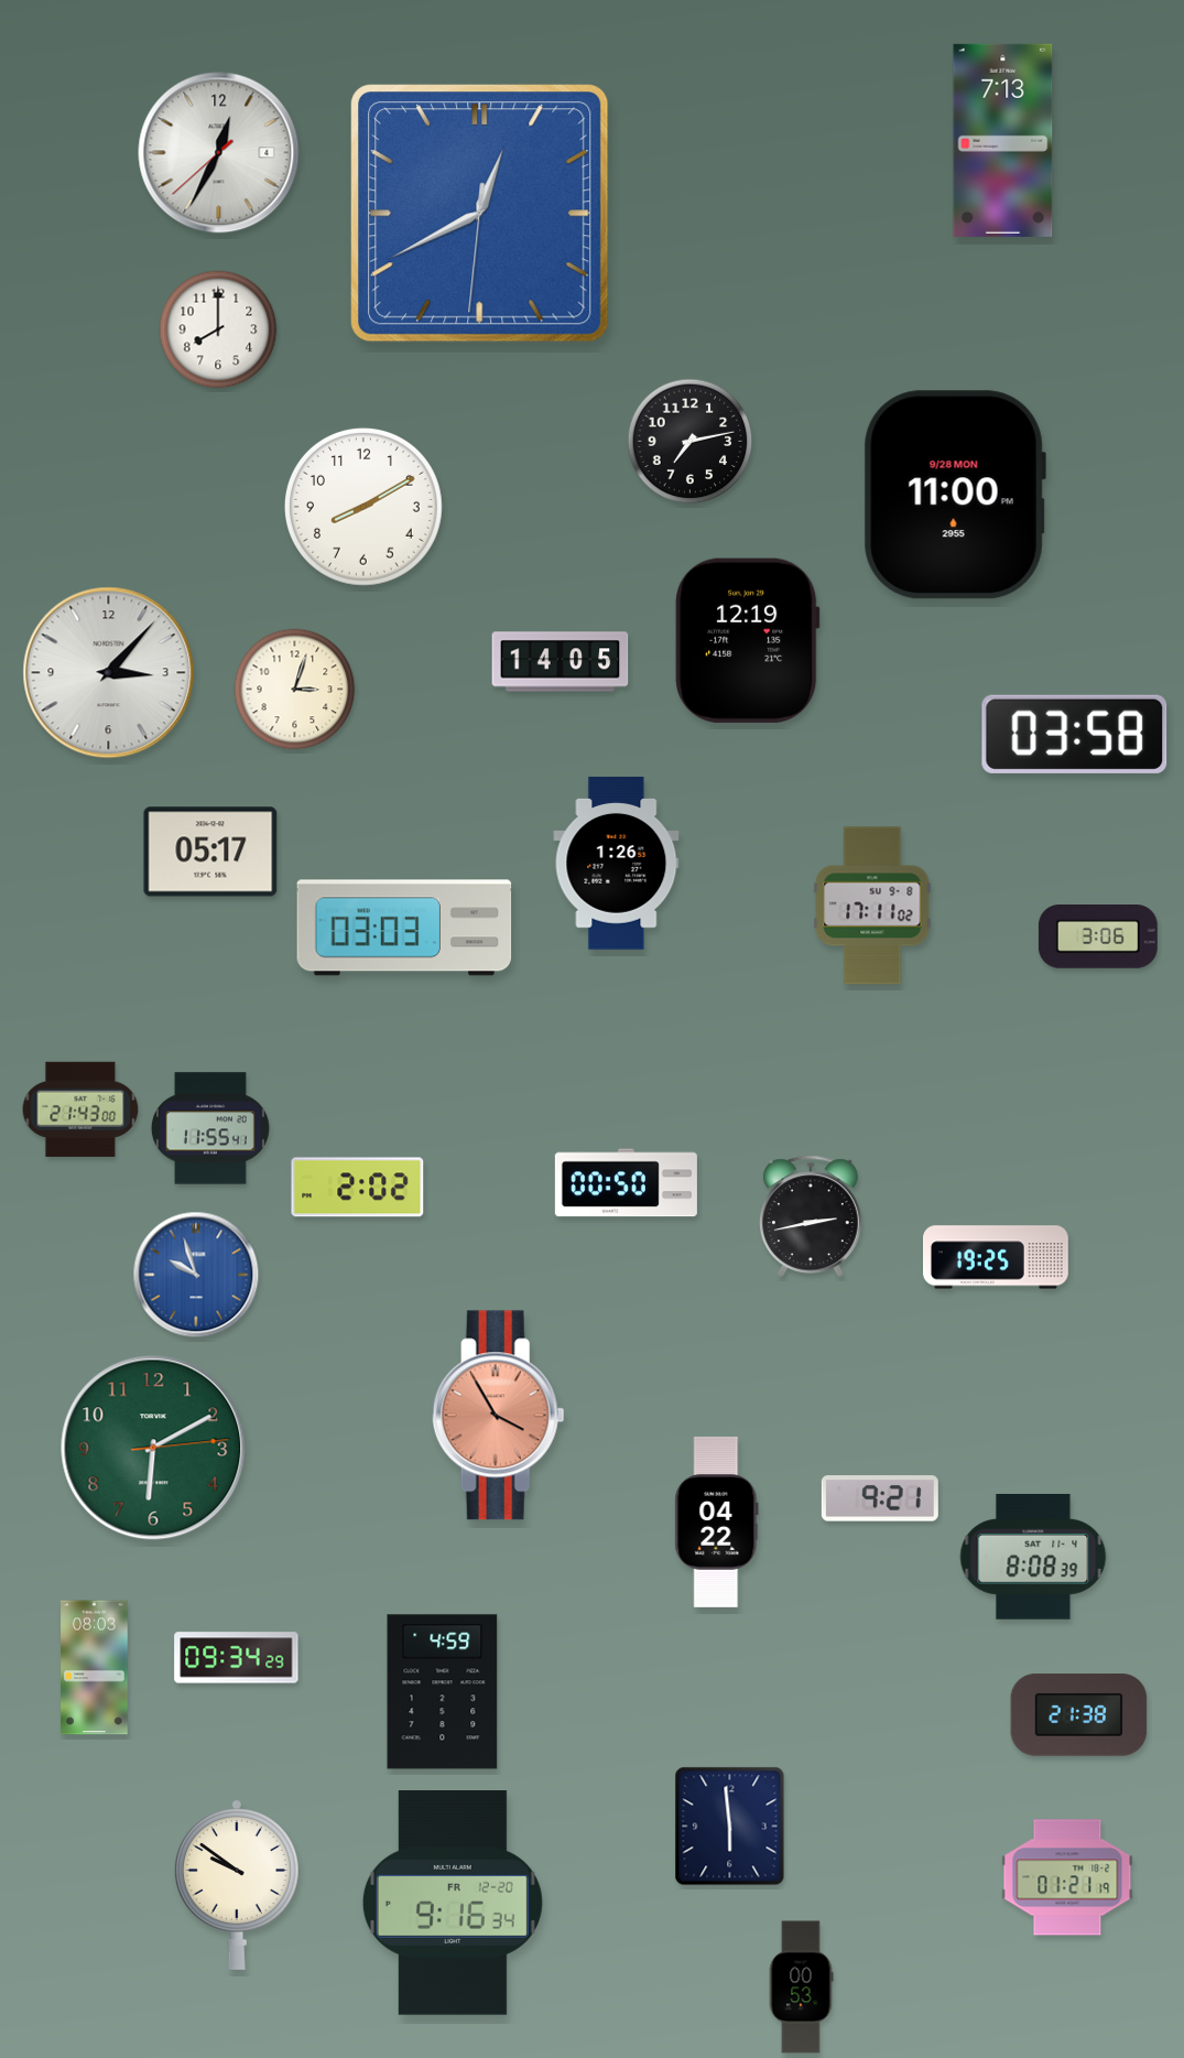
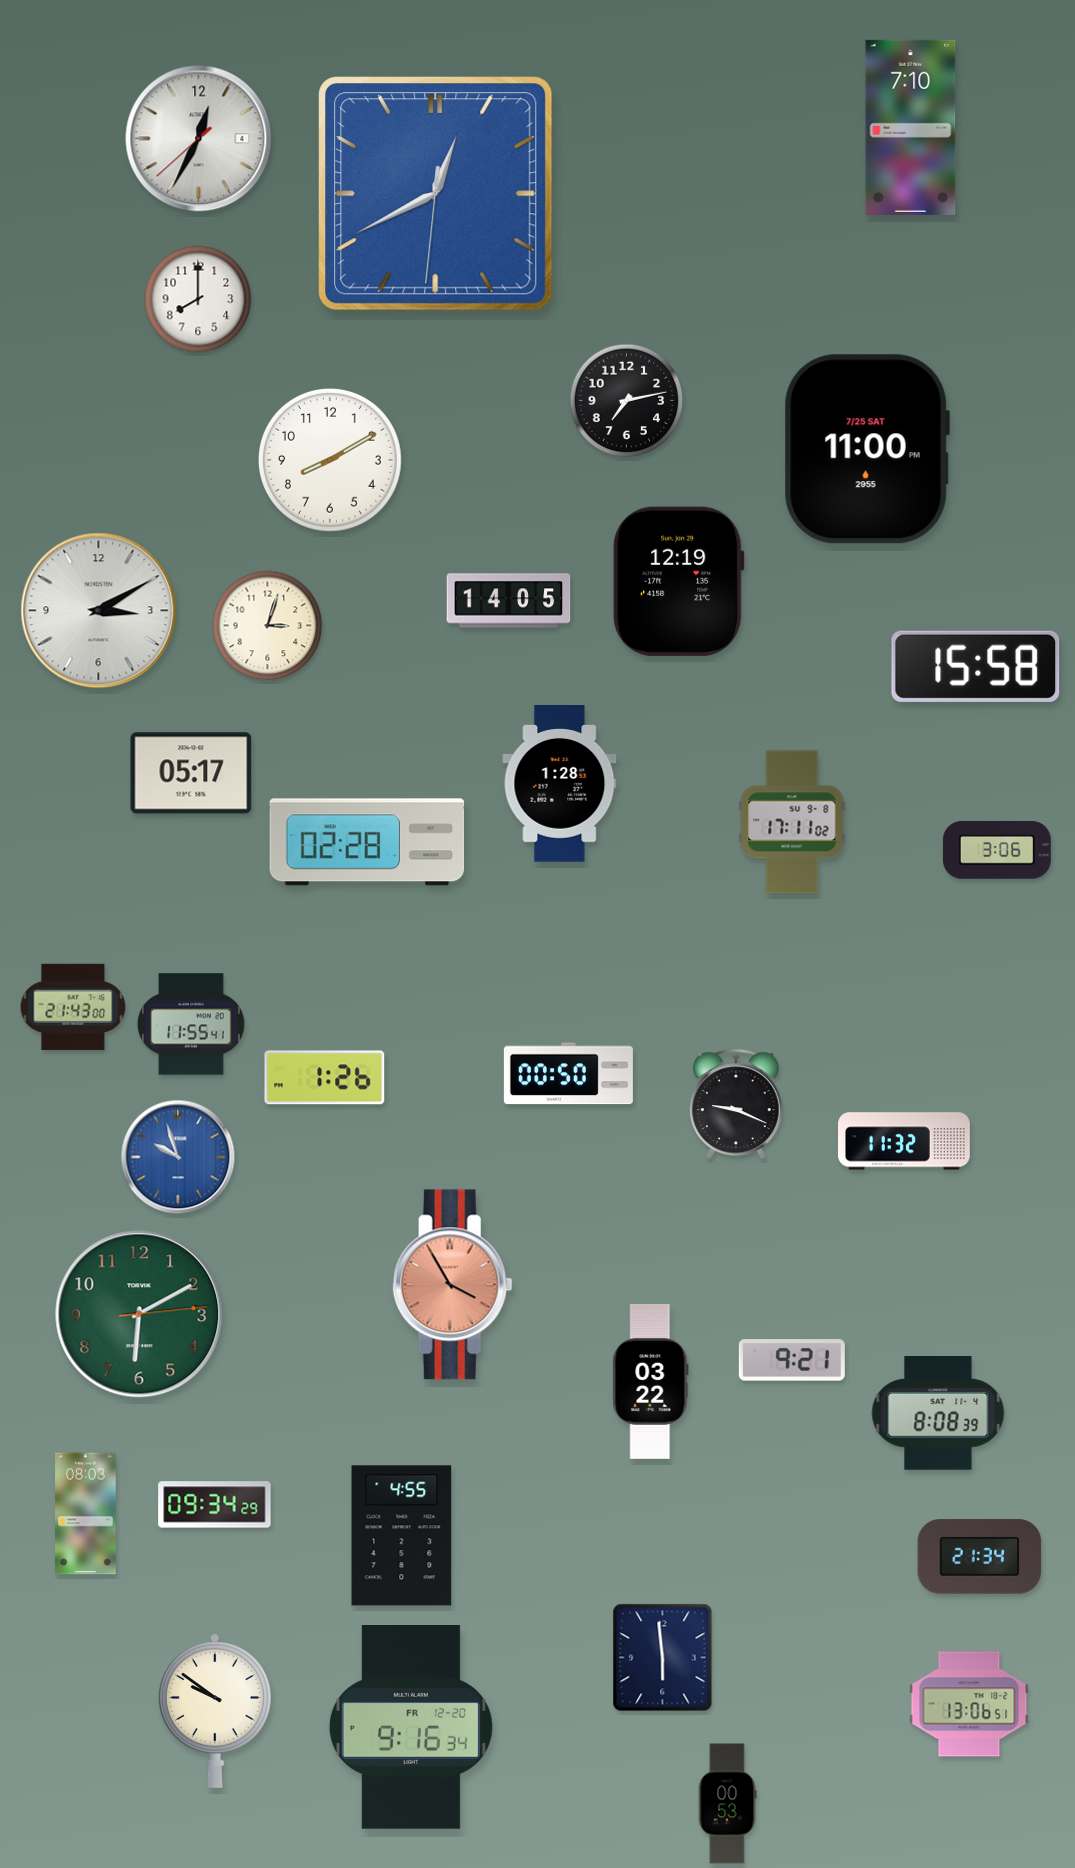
clock at (1003, 140): 7:13 -> 7:10
clock at (955, 495) date: 9/28 MON -> 7/25 SAT
clock at (109, 673): 3:07 -> 3:10
clock at (1075, 734): 03:58 -> 15:58
clock at (617, 864): 1:26 -> 1:28
clock at (404, 928): 03:03 -> 02:28
clock at (358, 1188): 2:02 -> 1:26
clock at (811, 1215): 2:43 -> 9:19
clock at (997, 1257): 19:25 -> 11:32
clock at (880, 1498) position: (880, 1498) -> (792, 1360)
clock at (717, 1521): 04:22 -> 03:22
clock at (443, 1692): 4:59 -> 4:55
clock at (1079, 1715): 21:38 -> 21:34
clock at (1067, 1877): 01:21 -> 13:06
